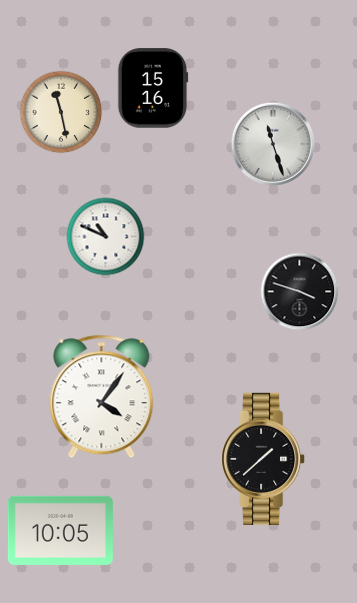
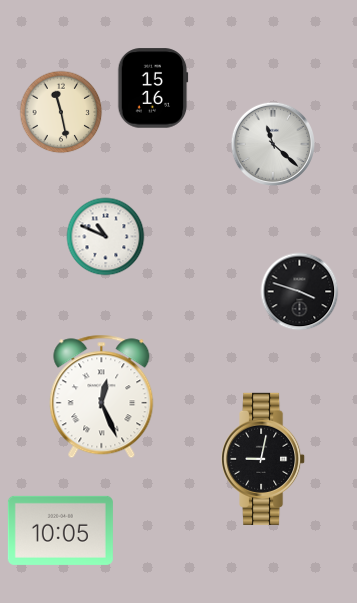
clock at (272, 143): 11:27 -> 11:22
clock at (102, 397): 4:06 -> 12:26
clock at (264, 459): 1:38 -> 9:02
